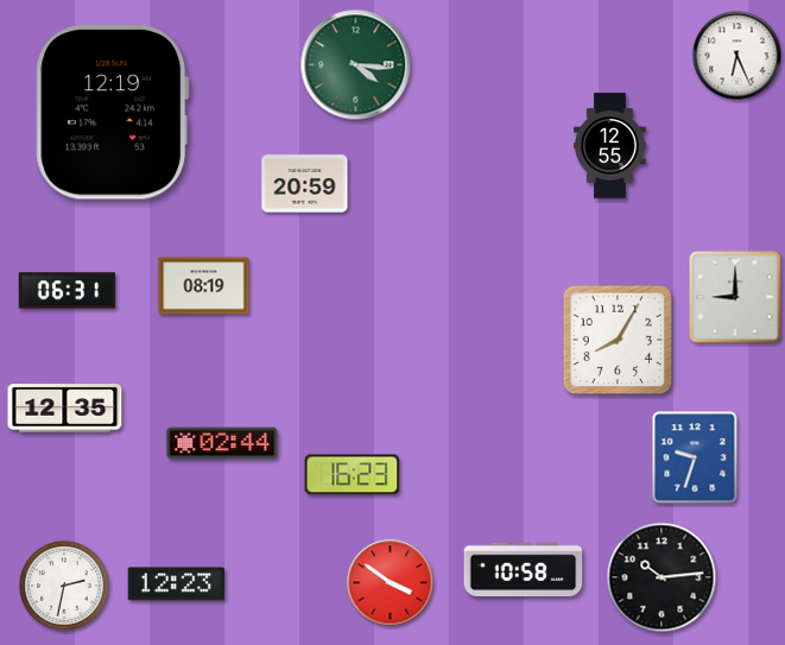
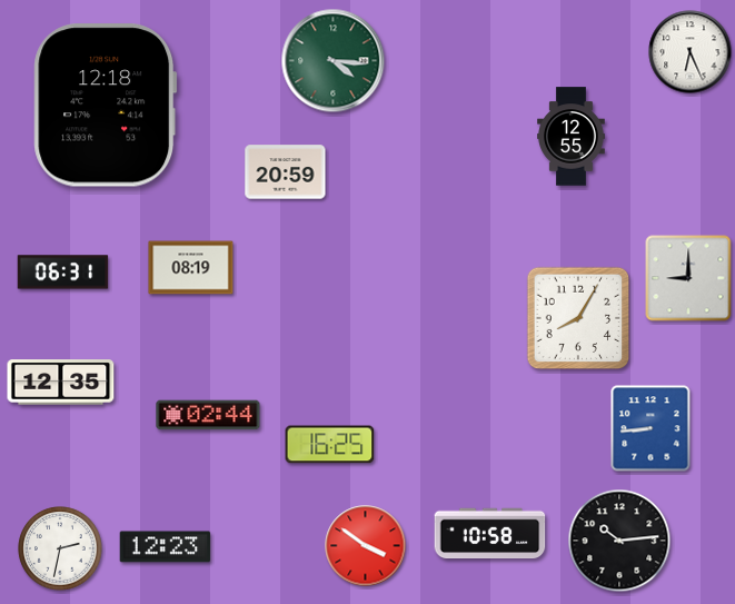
clock at (113, 113): 12:19 -> 12:18
clock at (695, 457): 9:33 -> 8:44
clock at (353, 475): 16:23 -> 16:25
